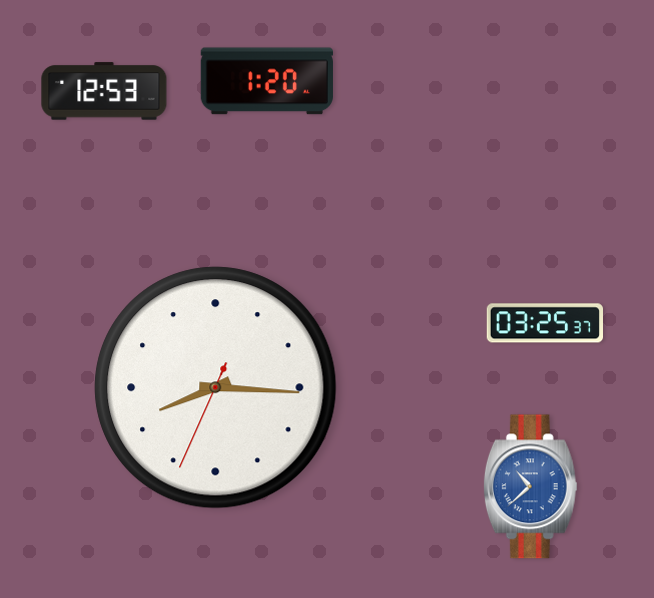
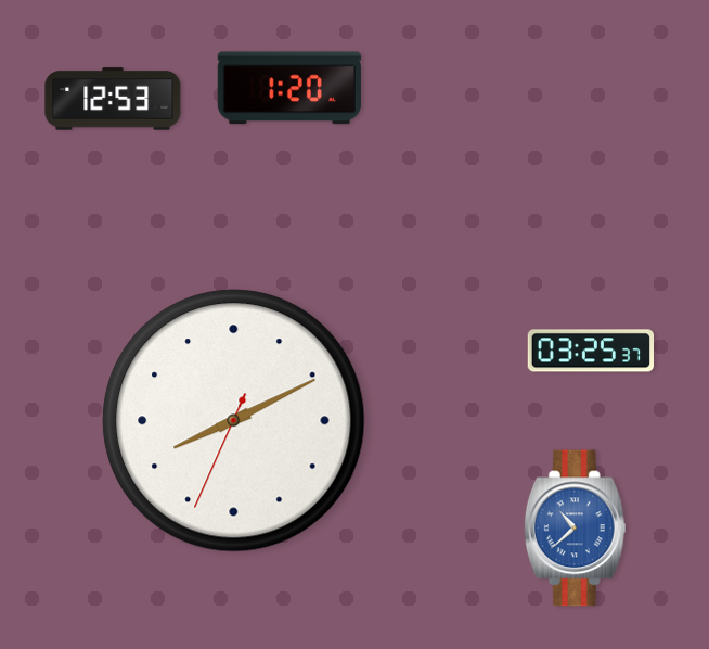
clock at (216, 388): 8:15 -> 8:10
